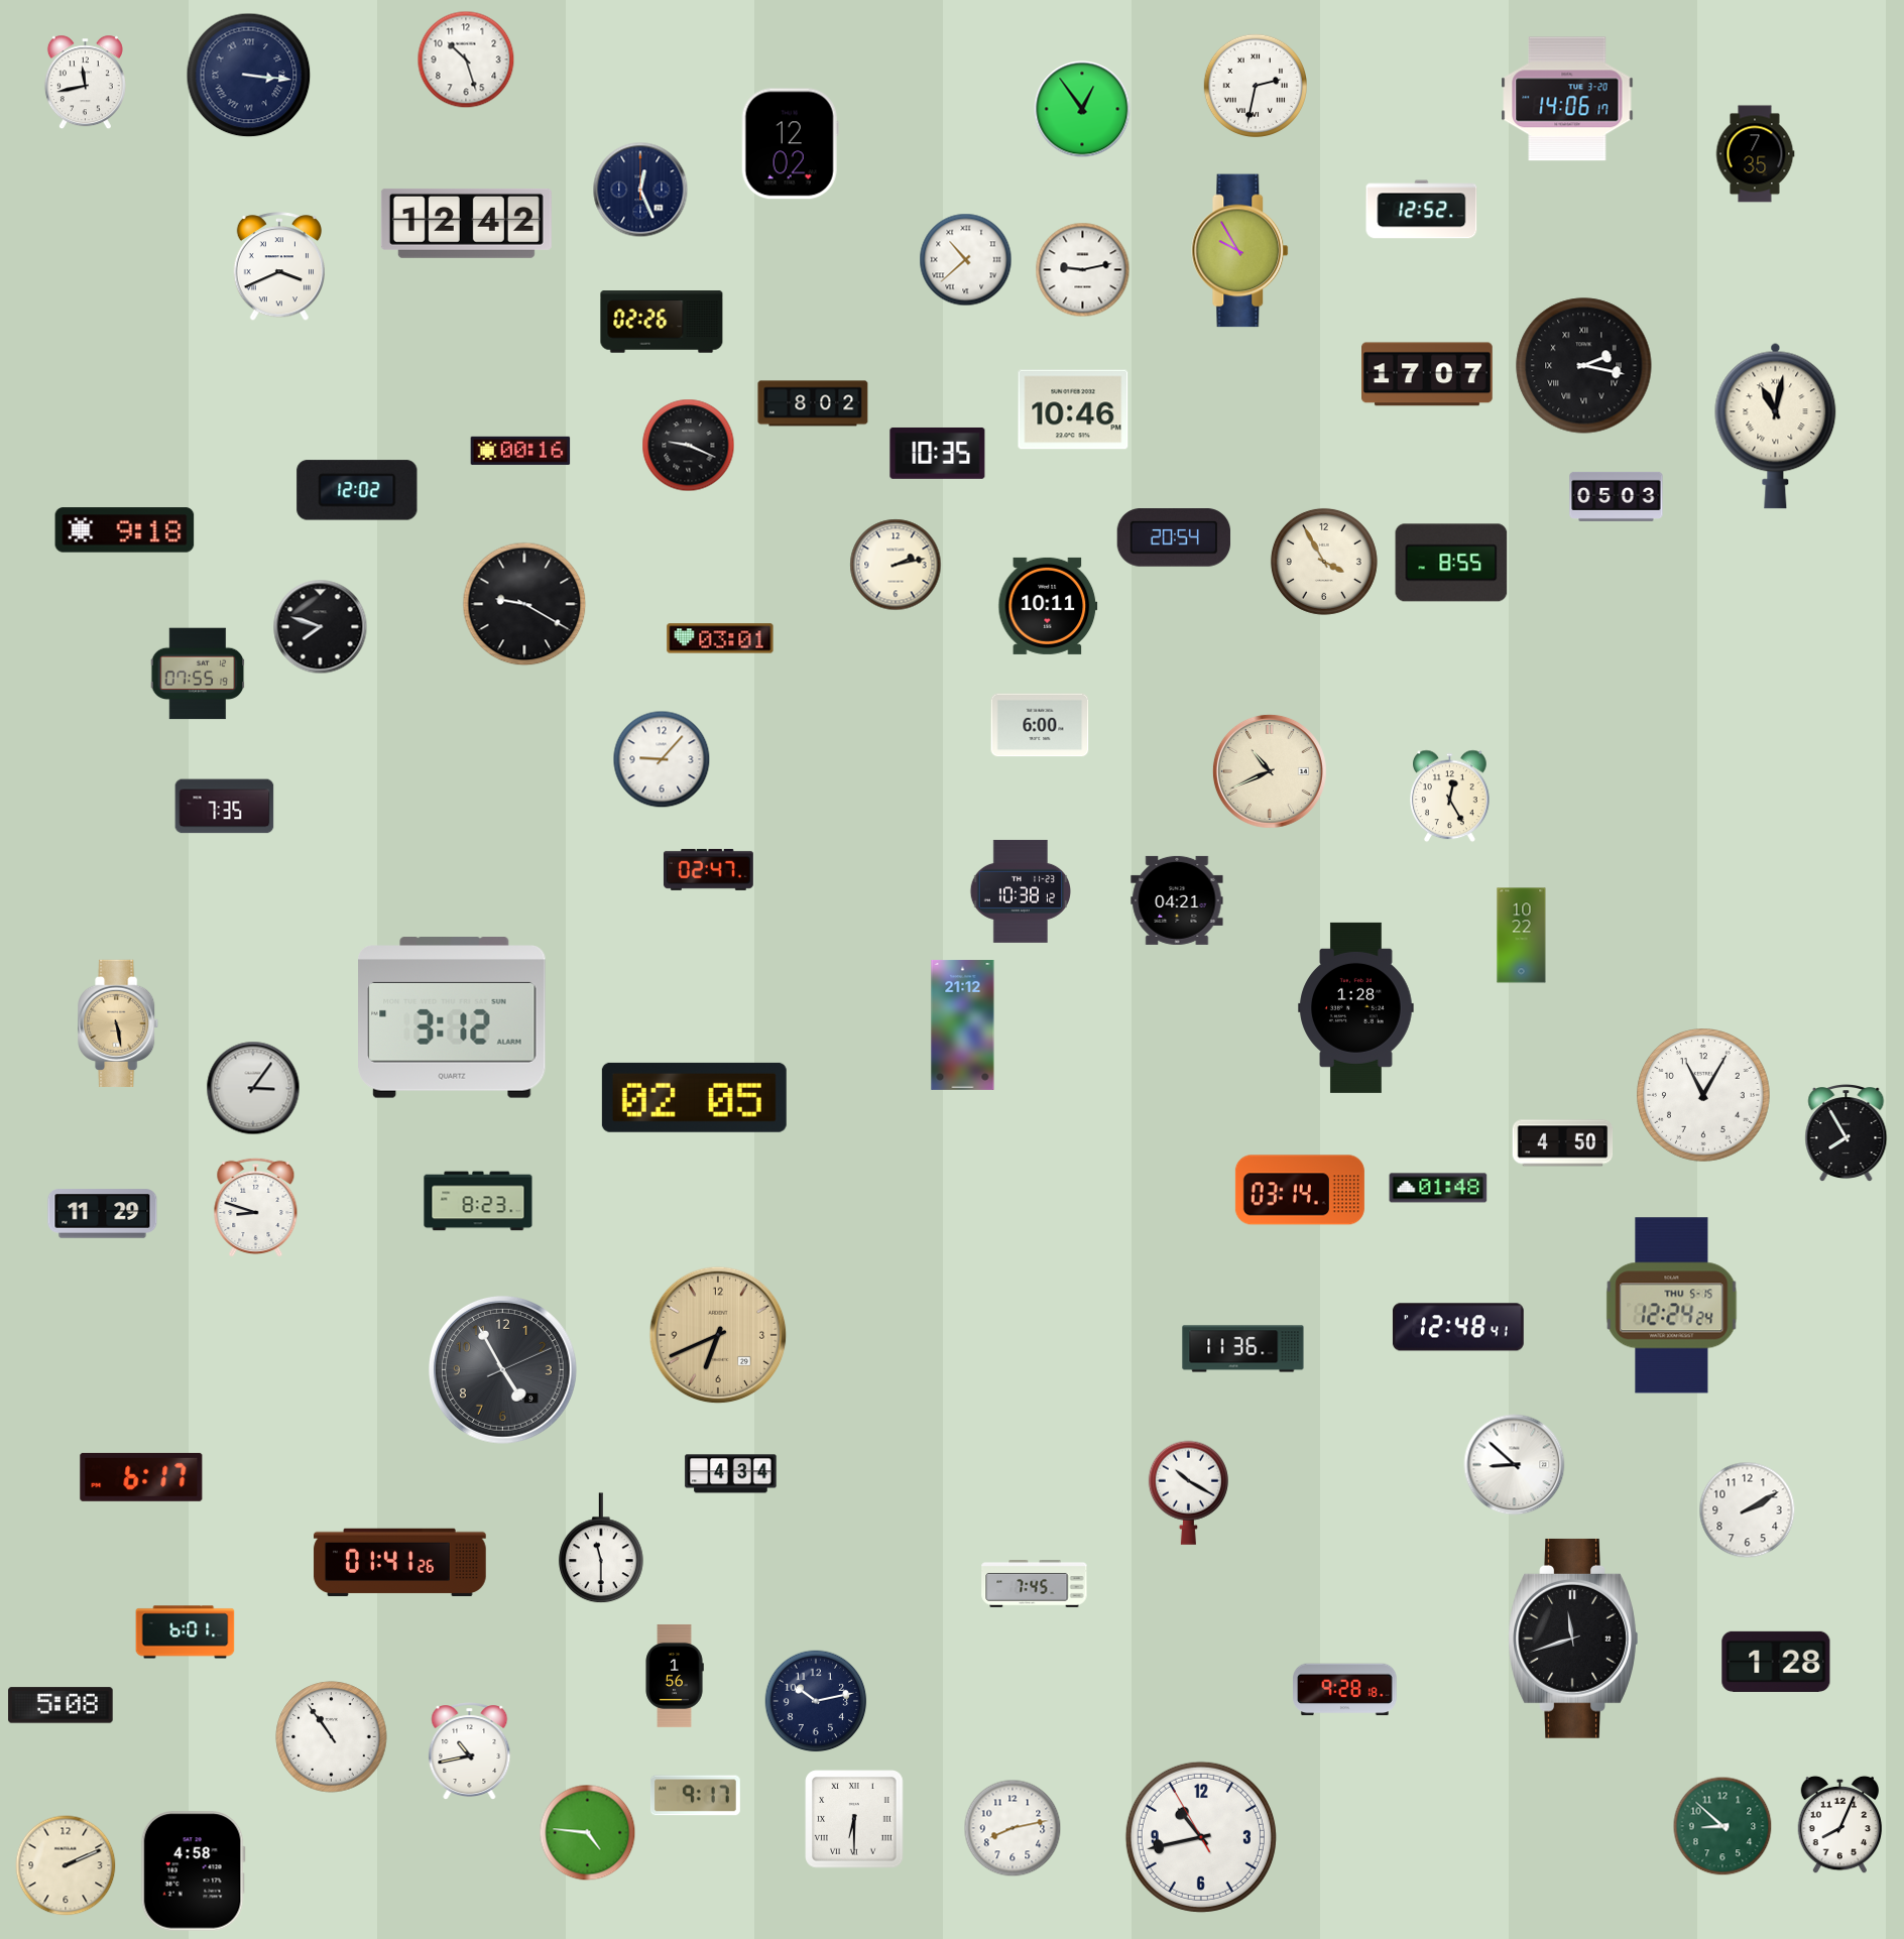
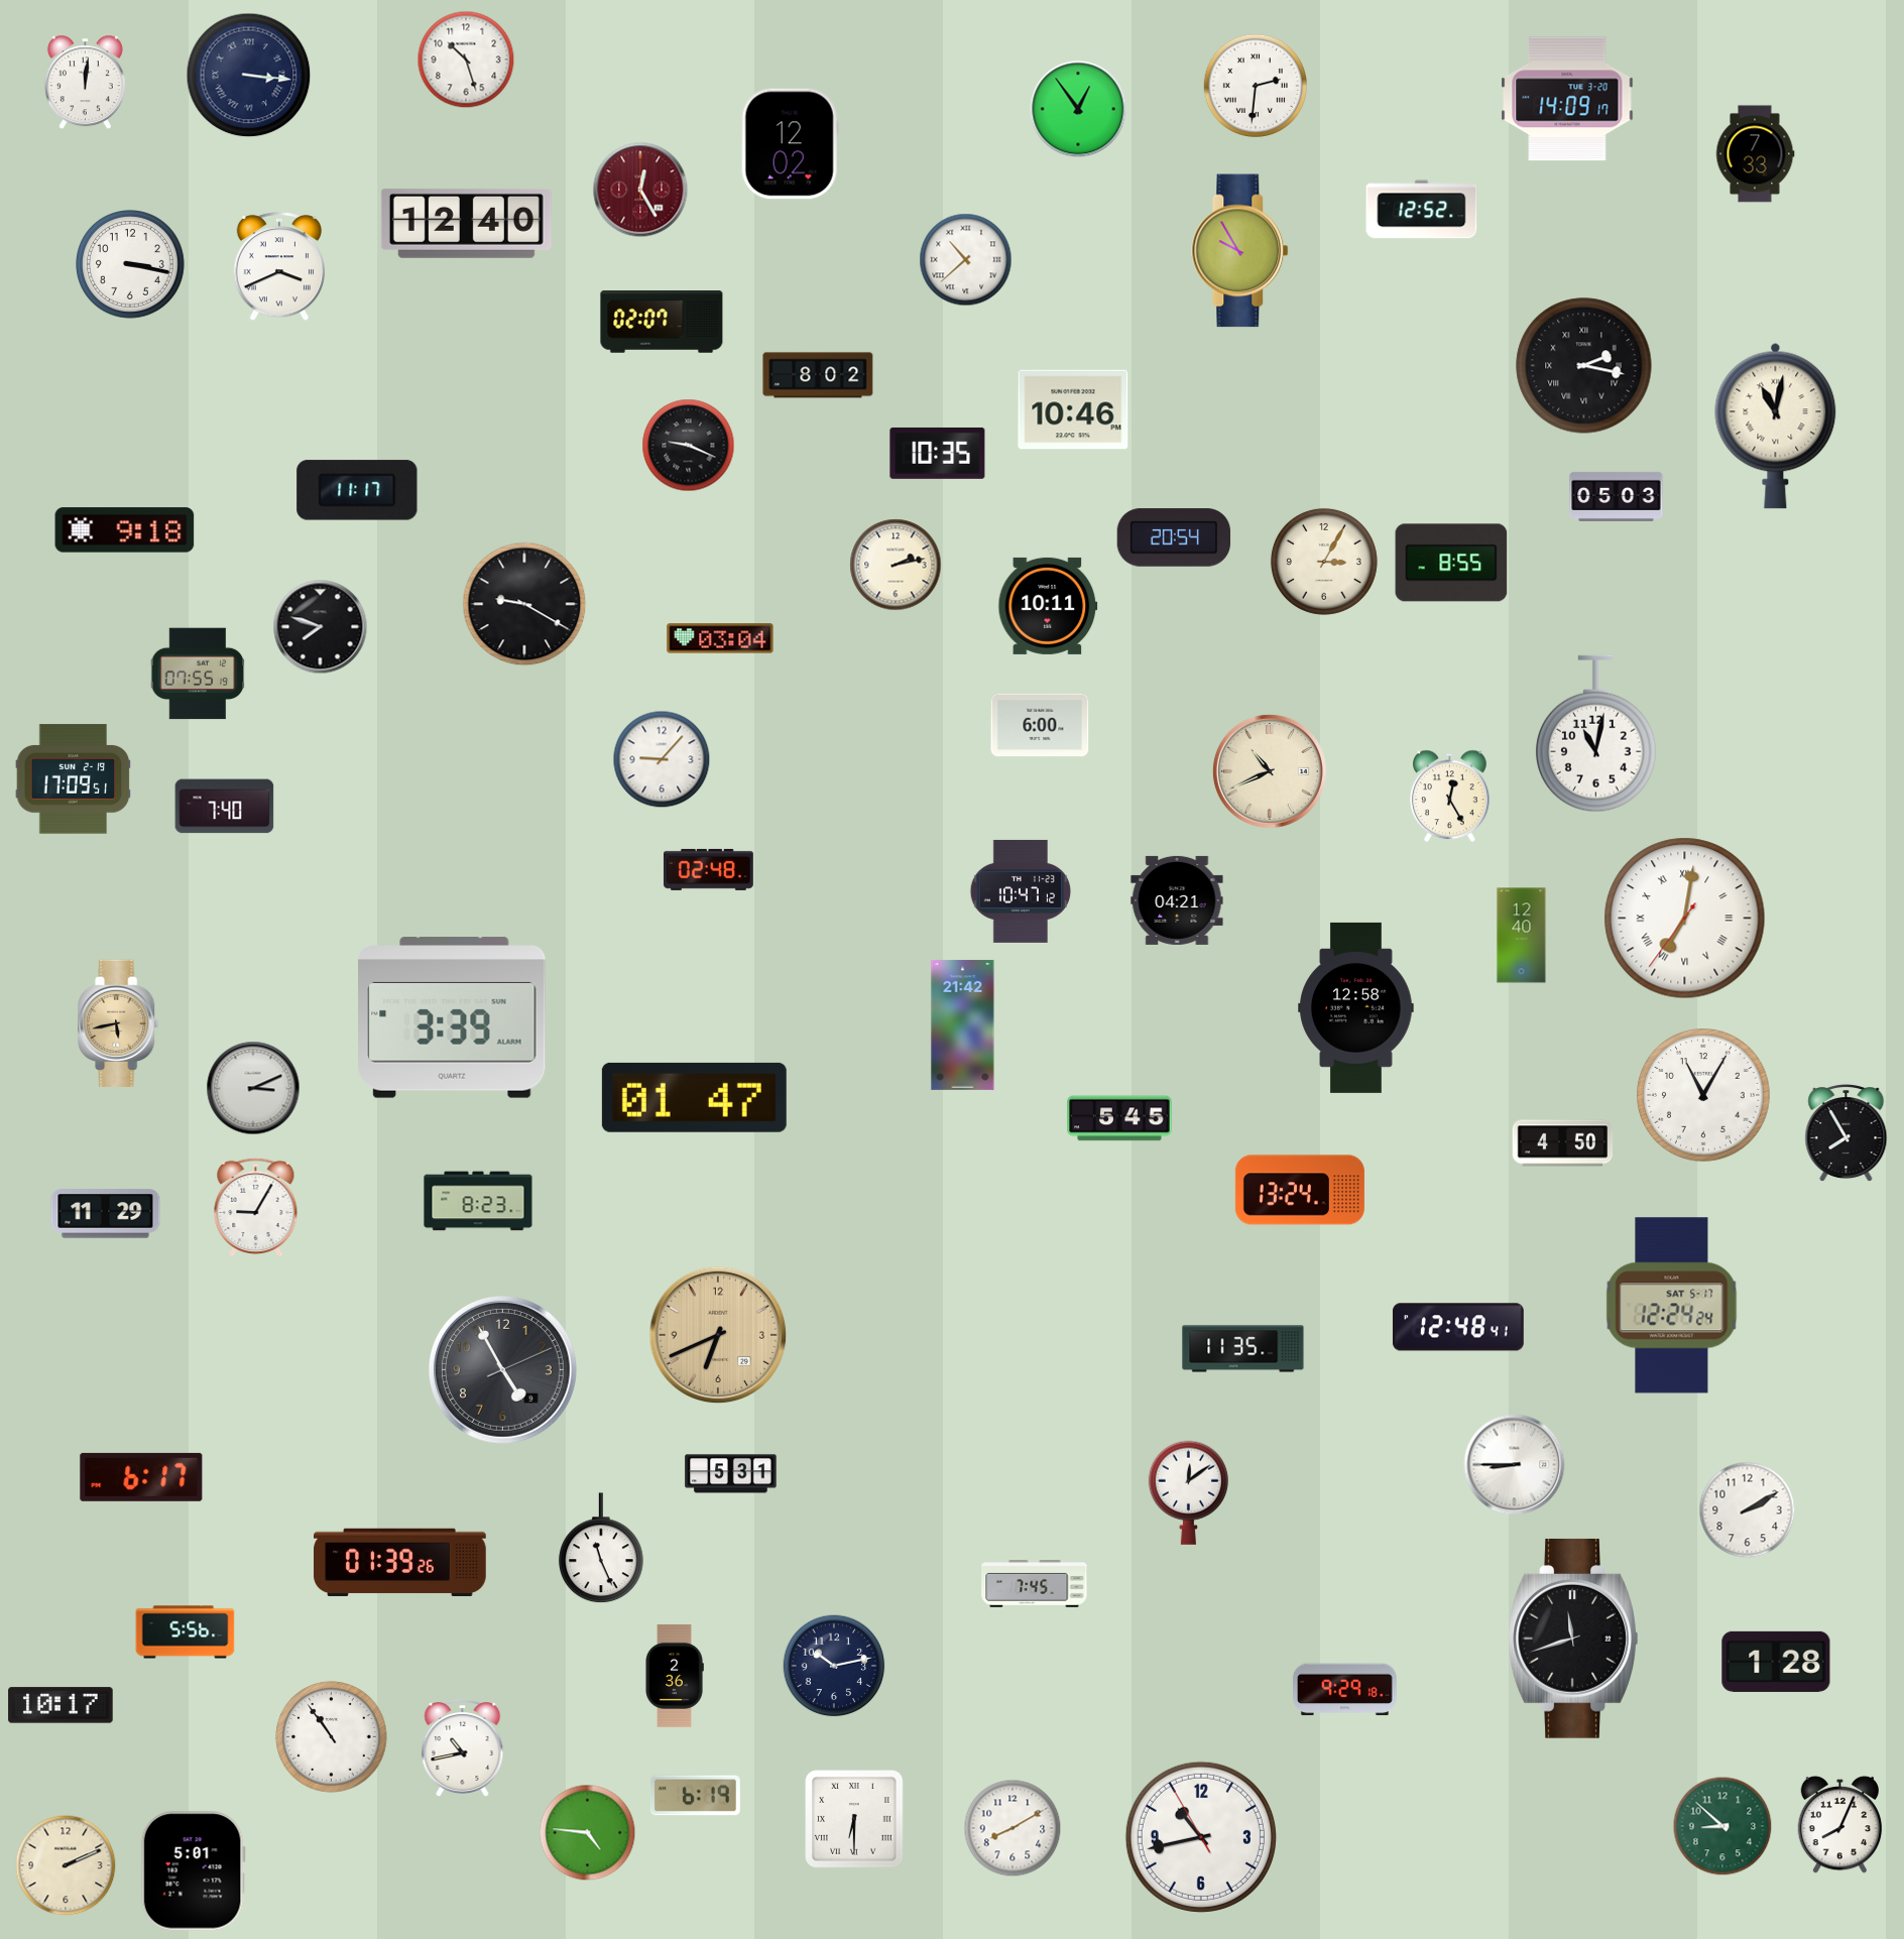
clock at (85, 83): 11:43 -> 12:01
clock at (1255, 85): 2:32 -> 2:31
clock at (1567, 99): 14:06 -> 14:09
clock at (1082, 109) position: (1082, 109) -> (1078, 109)
clock at (1755, 154): 7:35 -> 7:33
clock at (640, 190): 12:26 -> 12:25
clock at (640, 190) dial: navy -> burgundy
clock at (466, 223): 12:42 -> 12:40
clock at (131, 265): none -> 3:17
clock at (1083, 270): 9:13 -> none
clock at (662, 322): 02:26 -> 02:07
clock at (1428, 374): 17:07 -> none
clock at (813, 403) position: (813, 403) -> (818, 375)
clock at (520, 451): 00:16 -> none
clock at (357, 490): 12:02 -> 11:17
clock at (1324, 562): 3:55 -> 3:05
clock at (720, 638): 03:01 -> 03:04
clock at (1595, 734): none -> 11:02
clock at (74, 779): none -> 17:09
clock at (225, 807): 7:35 -> 7:40
clock at (709, 869): 02:47 -> 02:48
clock at (1021, 891): 10:38 -> 10:47
clock at (1685, 919): none -> 7:01
clock at (1522, 936): 10:22 -> 12:40
clock at (1356, 1007): 1:28 -> 12:58
clock at (452, 1017): 3:12 -> 3:39
clock at (119, 1022): 5:28 -> 5:43
clock at (963, 1024): 21:12 -> 21:42
clock at (253, 1088): 3:06 -> 3:11
clock at (694, 1097): 02:05 -> 01:47
clock at (1119, 1118): none -> 5:45
clock at (1438, 1188): 01:48 -> none
clock at (1300, 1190): 03:14 -> 13:24
clock at (256, 1208): 8:48 -> 9:05
clock at (103, 1214) position: (103, 1214) -> (106, 1214)
clock at (1672, 1306) date: THU 5-15 -> SAT 5-17
clock at (1243, 1349): 11:36 -> 11:35
clock at (1515, 1465): 8:52 -> 8:45
clock at (731, 1474): 4:34 -> 5:31
clock at (1188, 1492): 10:20 -> 12:09
clock at (601, 1549): 11:30 -> 11:26
clock at (400, 1562): 01:41 -> 01:39
clock at (186, 1632): 6:01 -> 5:56
clock at (675, 1676): 1:56 -> 2:36
clock at (1345, 1690): 9:28 -> 9:29
clock at (816, 1701) position: (816, 1701) -> (834, 1666)
clock at (61, 1705): 5:08 -> 10:17
clock at (470, 1751) position: (470, 1751) -> (463, 1748)
clock at (695, 1796): 9:17 -> 6:19
clock at (1013, 1828): 8:13 -> 8:10
clock at (193, 1871): 4:58 -> 5:01
